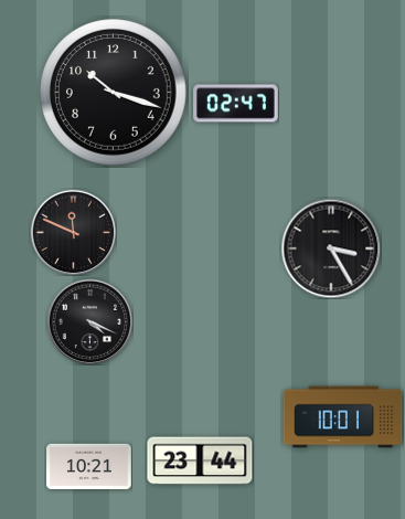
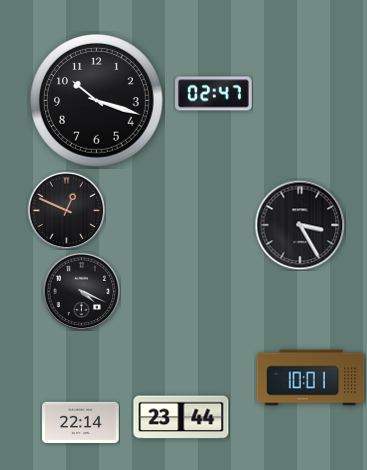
clock at (114, 93) position: (114, 93) -> (97, 101)
clock at (73, 232): 11:49 -> 12:49
clock at (89, 466): 10:21 -> 22:14
